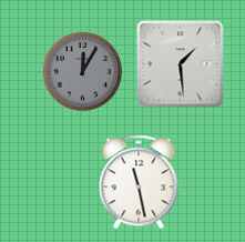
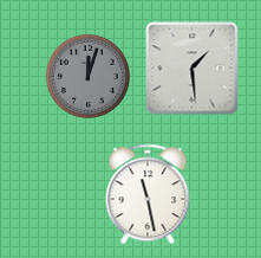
clock at (82, 71): 12:05 -> 12:03
